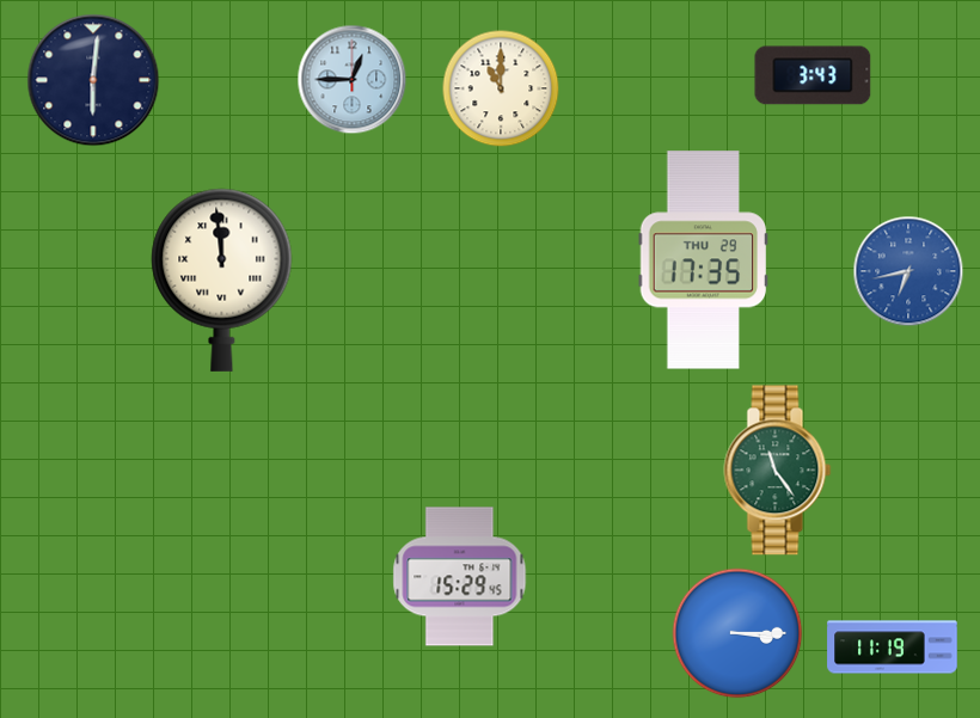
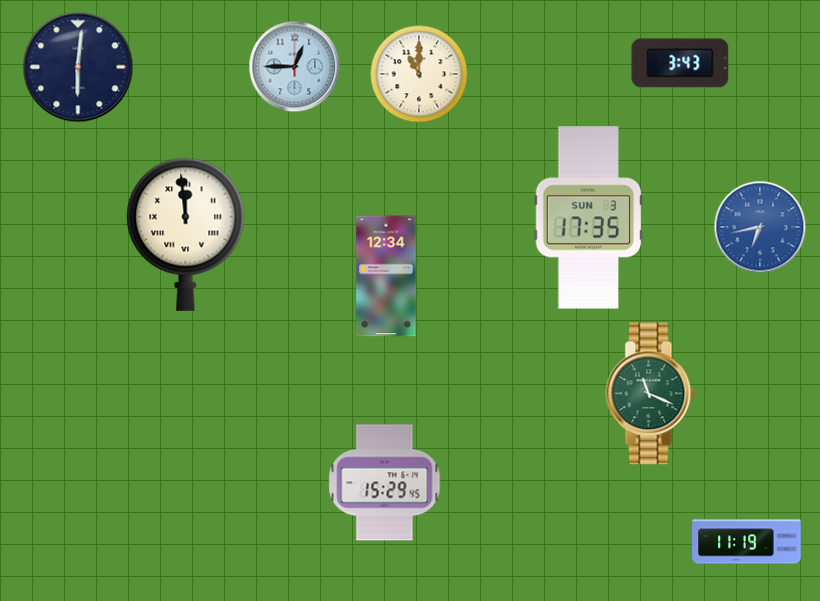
clock at (704, 260) date: THU 29 -> SUN 3
clock at (386, 276): none -> 12:34
clock at (778, 471): 11:24 -> 11:19
clock at (737, 633): 3:15 -> none
